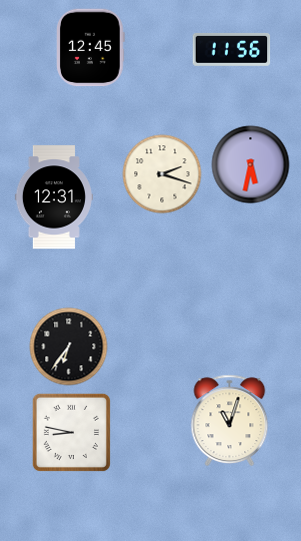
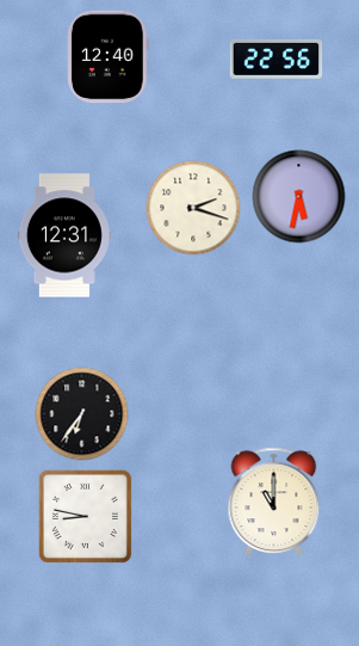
clock at (91, 47): 12:45 -> 12:40
clock at (231, 49): 11:56 -> 22:56
clock at (230, 420): 11:03 -> 11:00
